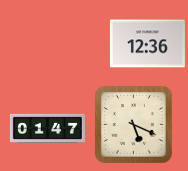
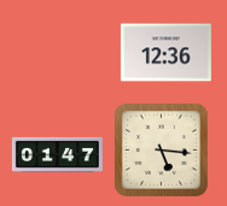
clock at (147, 44) position: (147, 44) -> (165, 53)
clock at (133, 124): 5:19 -> 5:16
